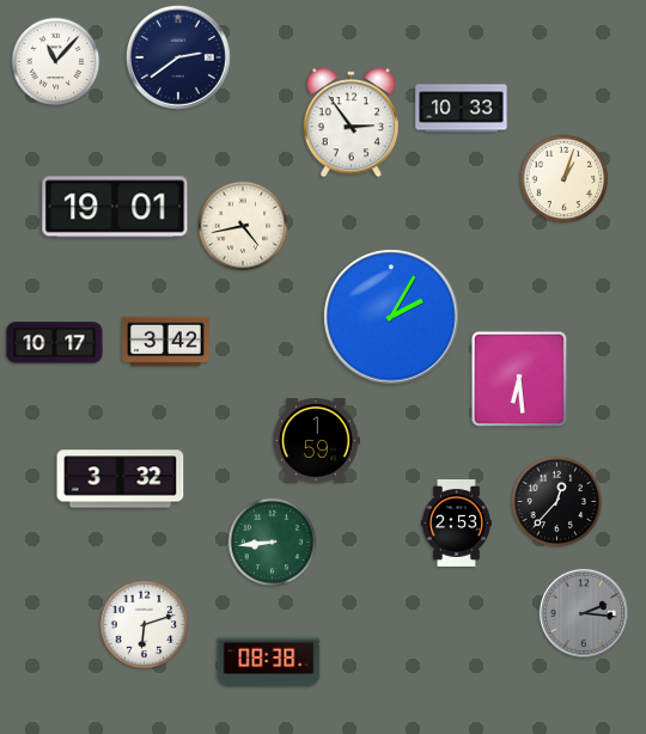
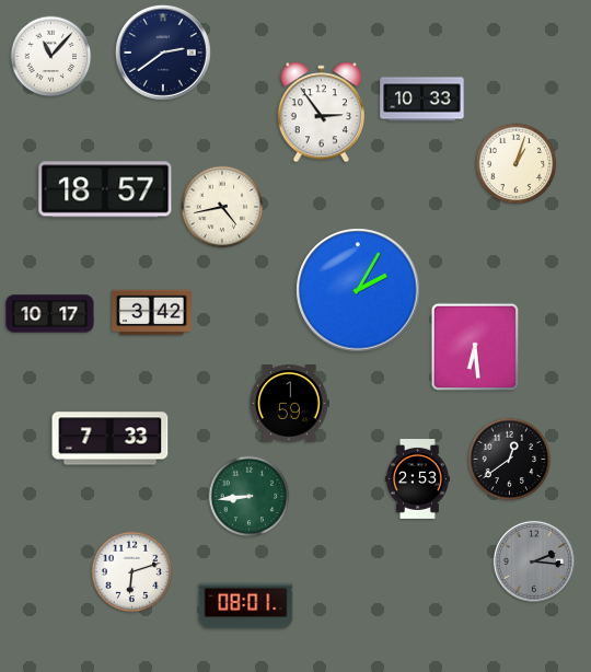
clock at (115, 207): 19:01 -> 18:57
clock at (121, 479): 3:32 -> 7:33
clock at (557, 502): 12:37 -> 12:39
clock at (269, 662): 08:38 -> 08:01
